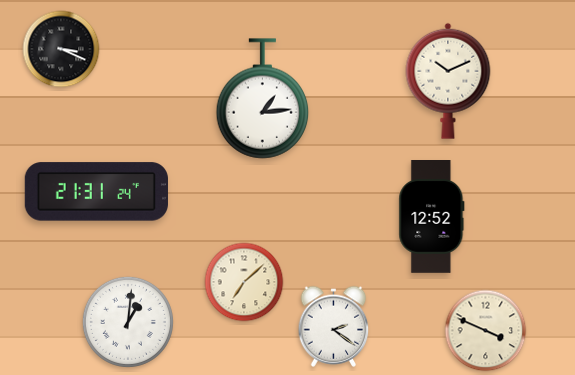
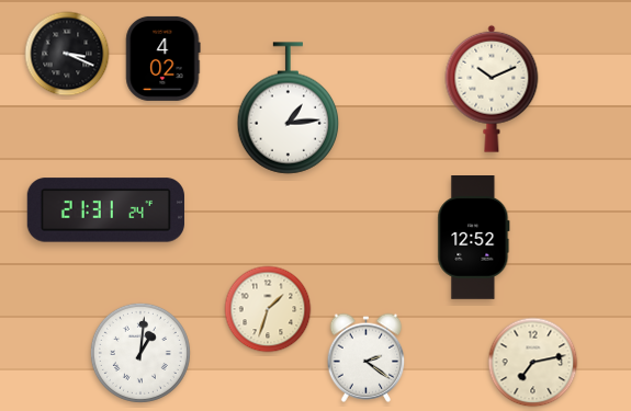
clock at (164, 58): none -> 4:02
clock at (244, 282): 7:08 -> 1:33
clock at (486, 331): 3:49 -> 7:13
